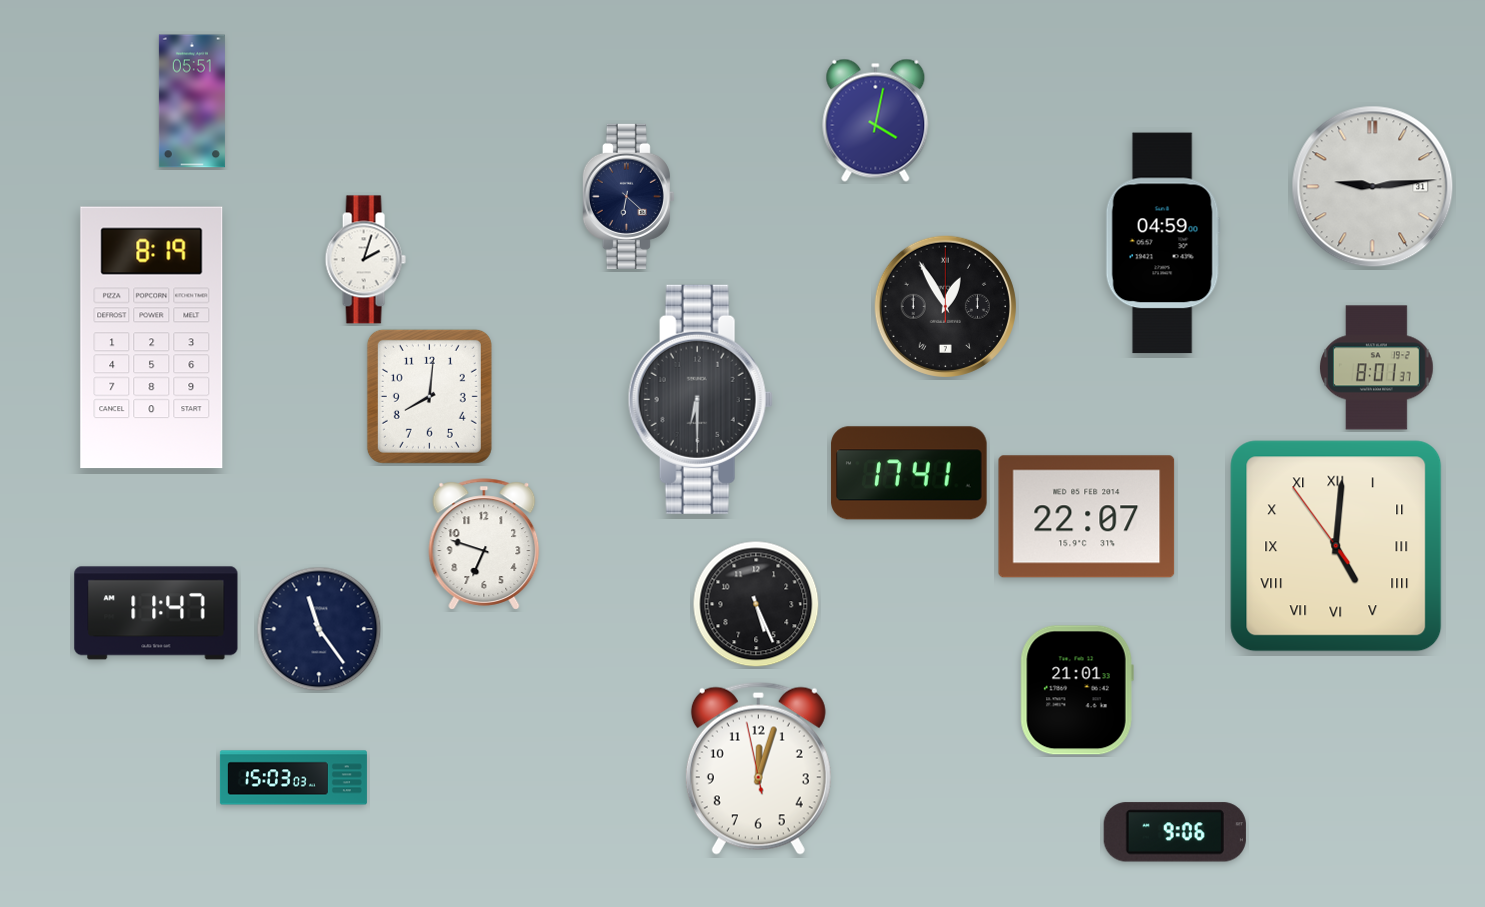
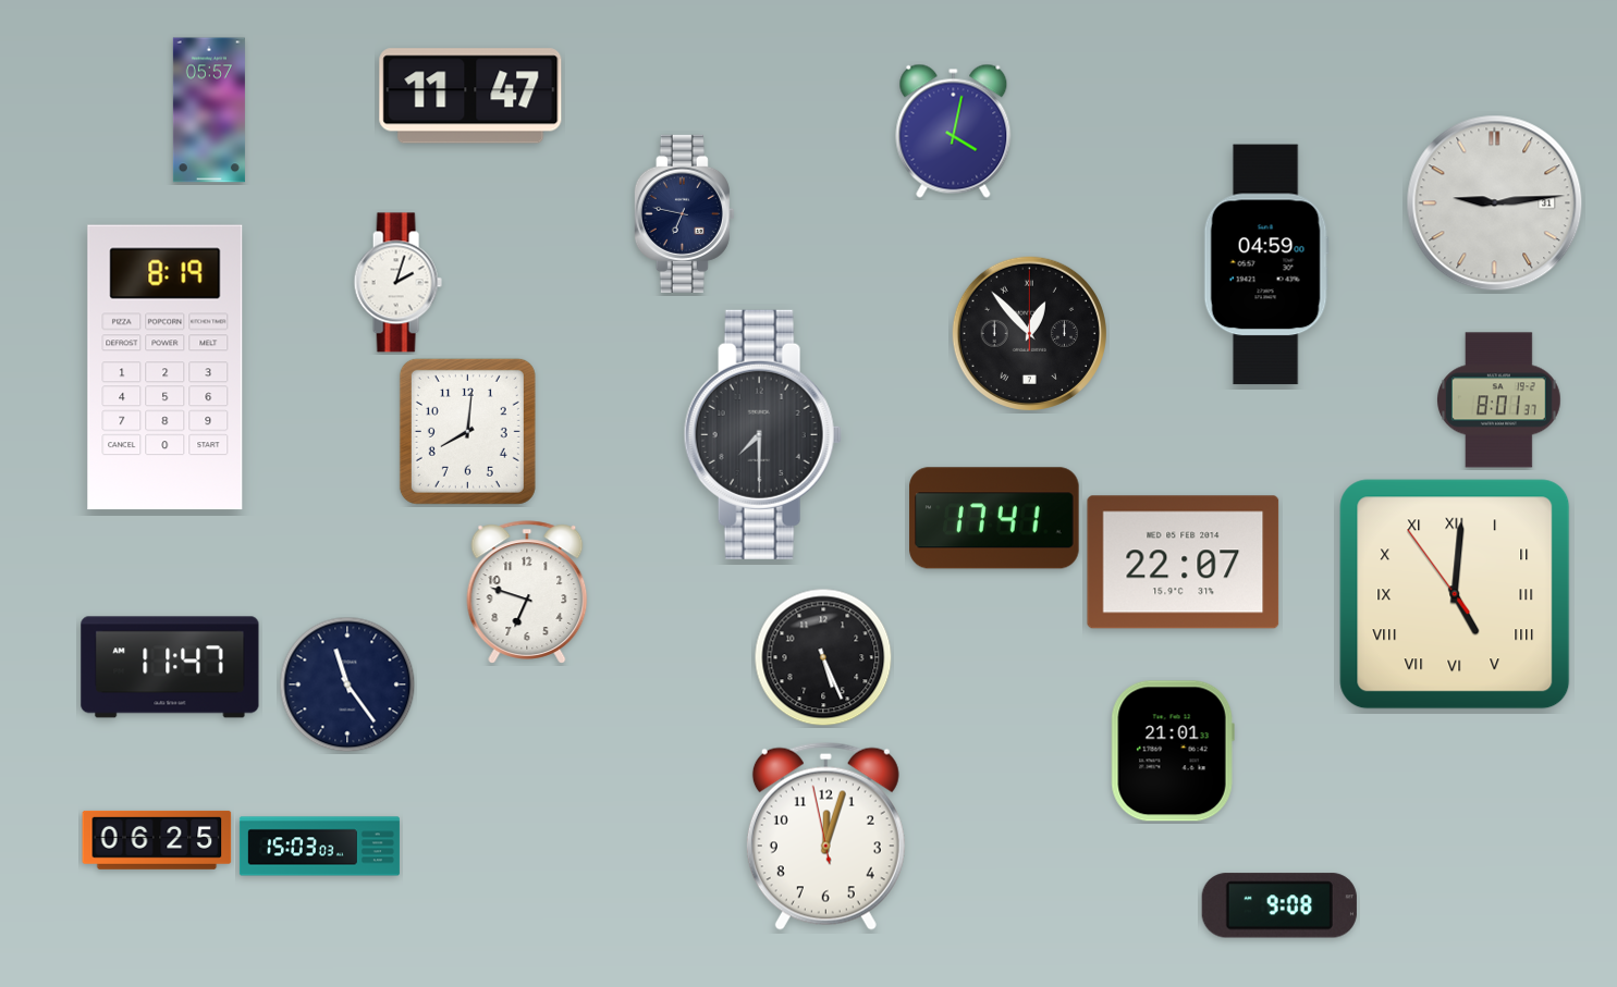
clock at (470, 96): none -> 11:47
clock at (192, 101): 05:51 -> 05:57
clock at (628, 196): 6:22 -> 6:47
clock at (945, 306): 12:55 -> 12:53
clock at (700, 399): 6:30 -> 7:30
clock at (909, 473) position: (909, 473) -> (994, 518)
clock at (157, 840): none -> 06:25
clock at (1175, 832): 9:06 -> 9:08
